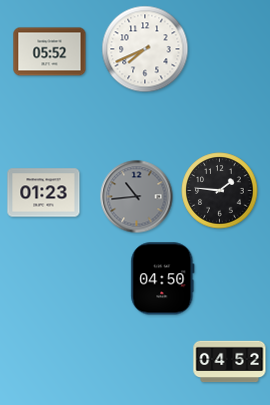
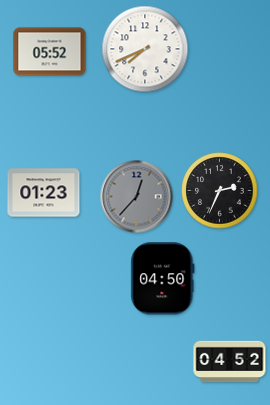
clock at (220, 191): 1:46 -> 2:34
clock at (137, 197): 10:44 -> 12:37
